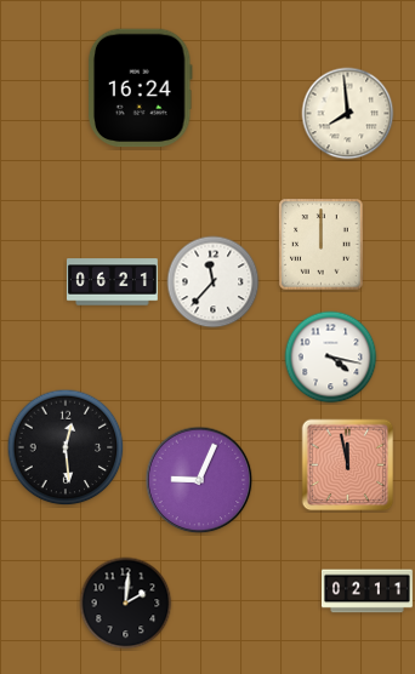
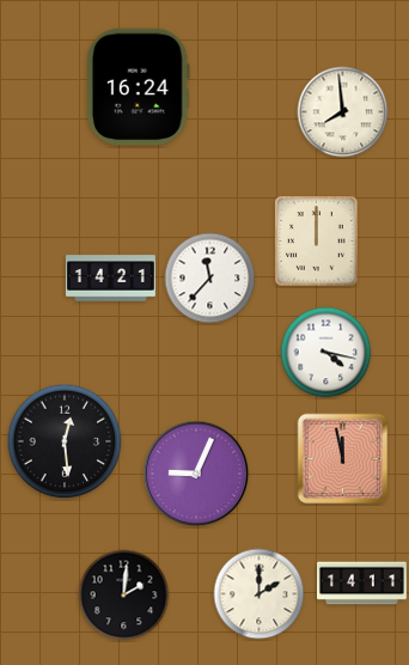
clock at (112, 282): 06:21 -> 14:21
clock at (366, 592): 02:11 -> 14:11
clock at (260, 594): none -> 2:00
